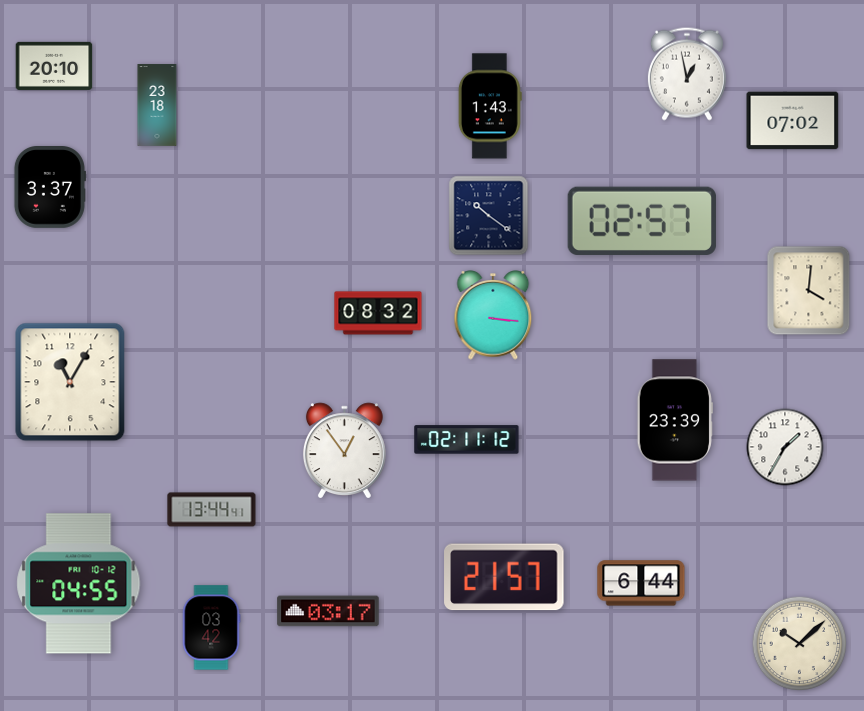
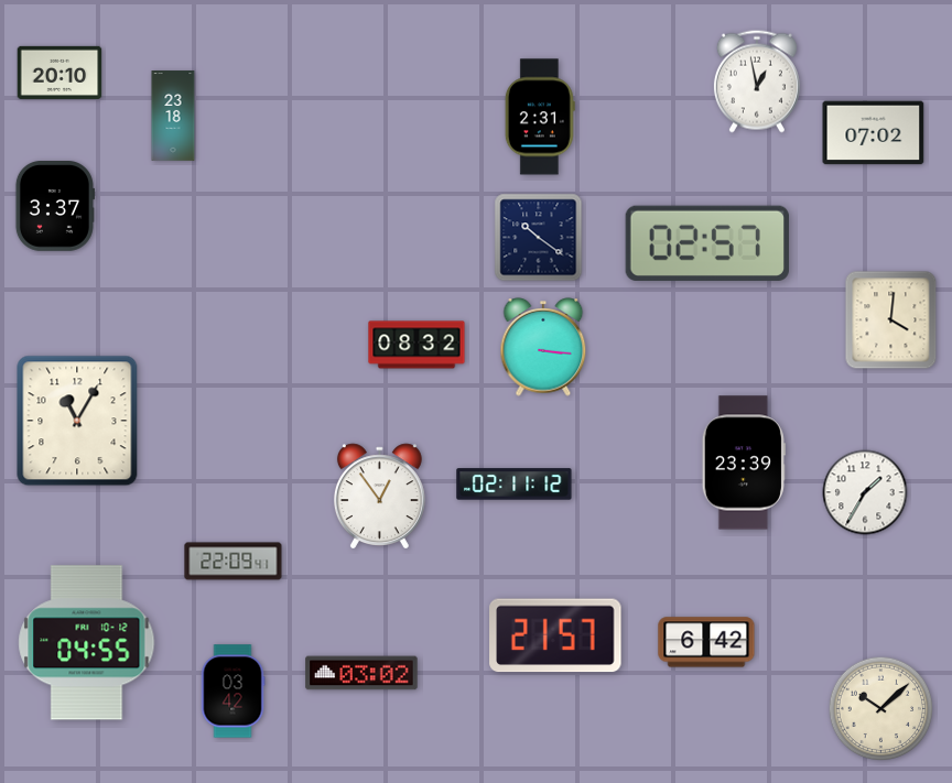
clock at (490, 106): 1:43 -> 2:31
clock at (212, 510): 13:44 -> 22:09
clock at (641, 583): 6:44 -> 6:42
clock at (328, 611): 03:17 -> 03:02
